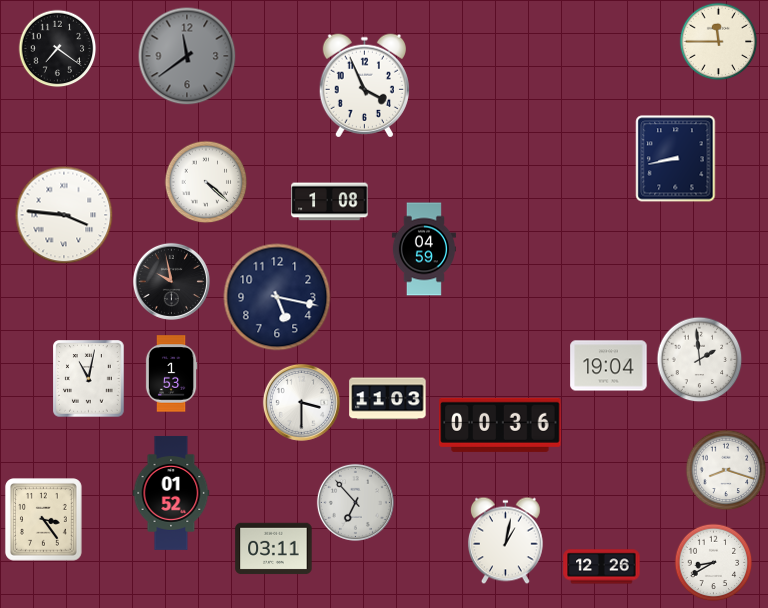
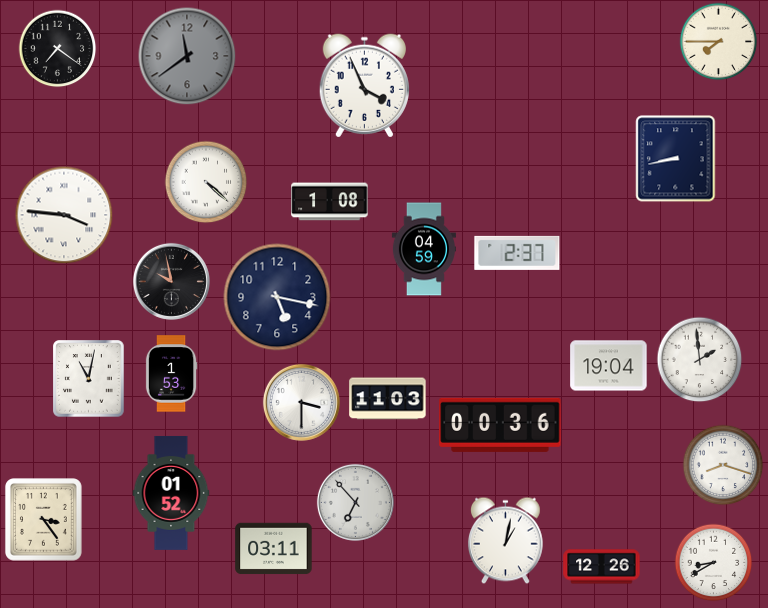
clock at (718, 41): 11:45 -> 7:45
clock at (517, 253): none -> 2:37
clock at (726, 470) position: (726, 470) -> (723, 465)
